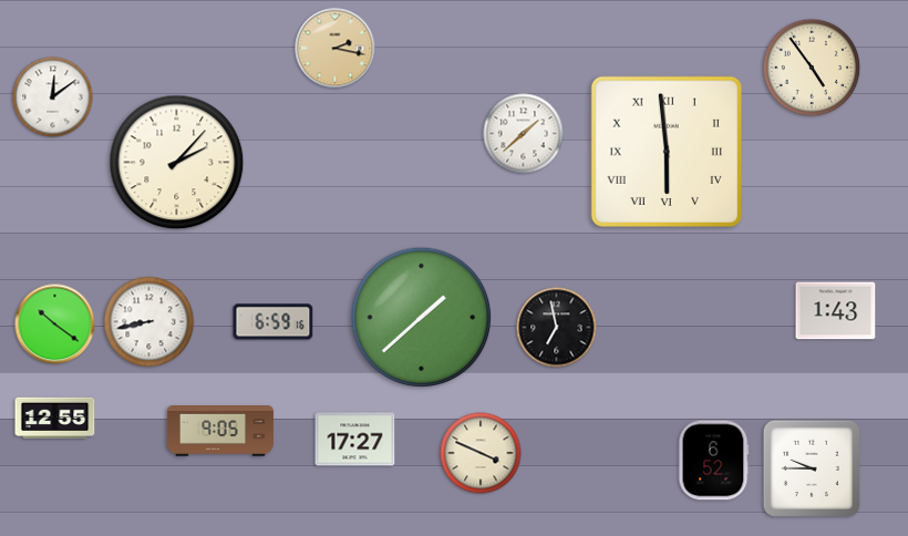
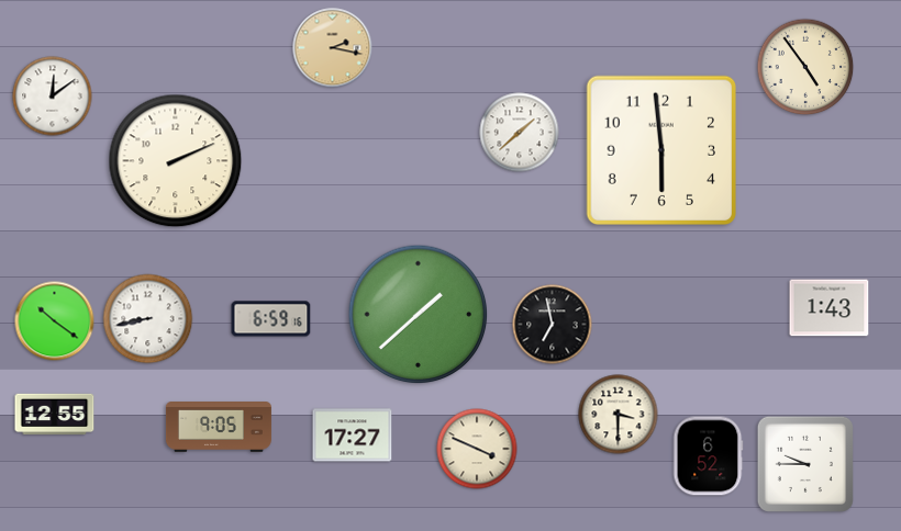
clock at (665, 151) numerals: Roman -> Arabic
clock at (177, 163): 2:07 -> 2:11
clock at (619, 415): none -> 3:30
